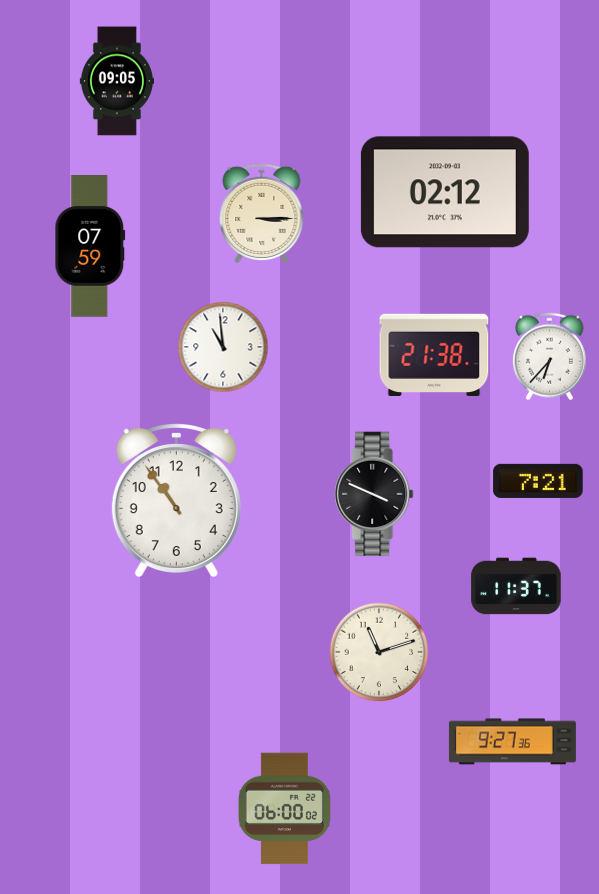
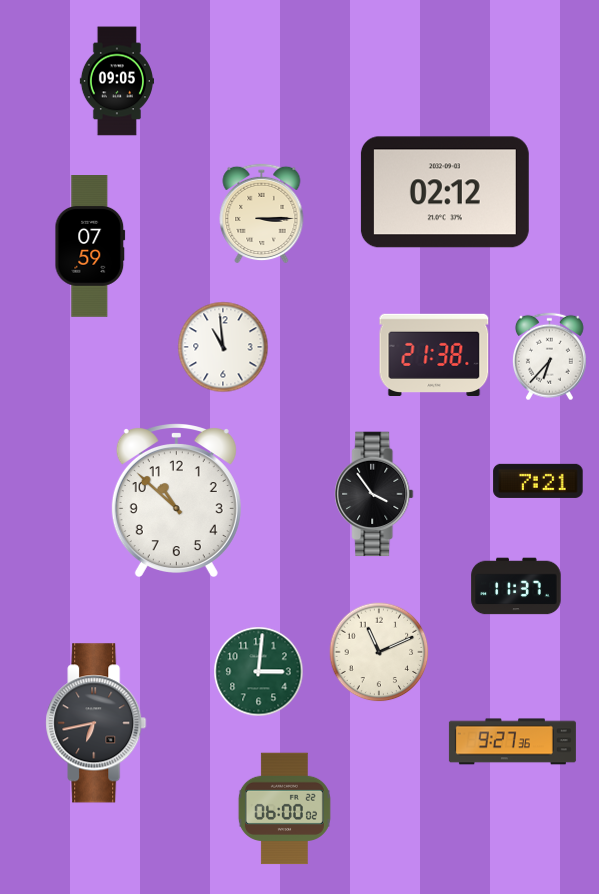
clock at (374, 494): 3:49 -> 3:54
clock at (176, 500): 10:54 -> 10:52
clock at (379, 652): 11:12 -> 11:11
clock at (259, 672): none -> 3:01
clock at (96, 723): none -> 6:43
